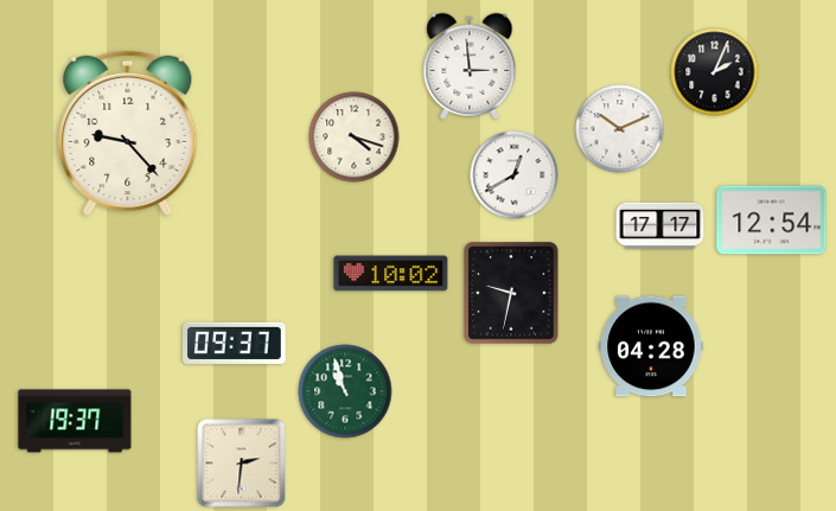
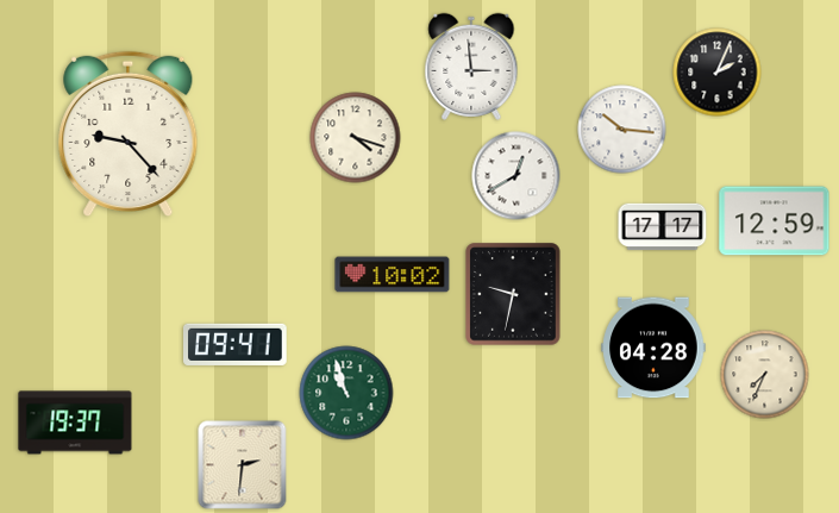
clock at (620, 129): 10:11 -> 10:16
clock at (772, 221): 12:54 -> 12:59
clock at (235, 343): 09:37 -> 09:41
clock at (765, 375): none -> 7:34
